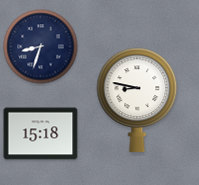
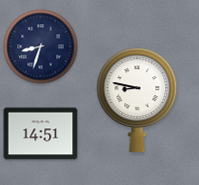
clock at (41, 134): 15:18 -> 14:51
